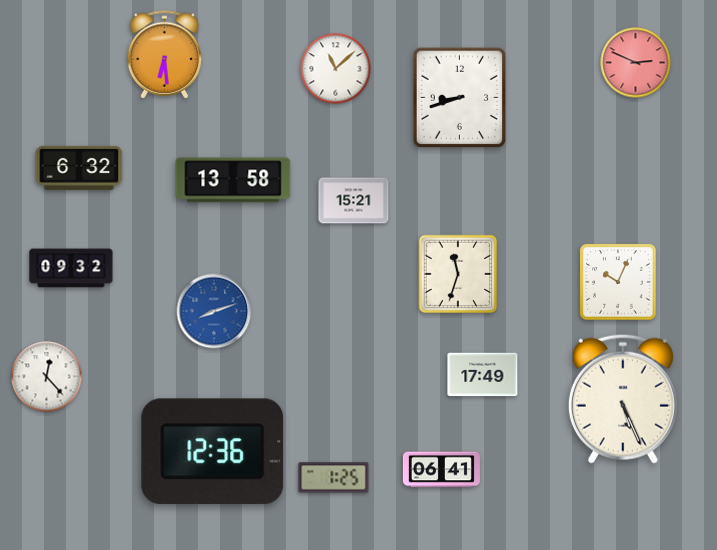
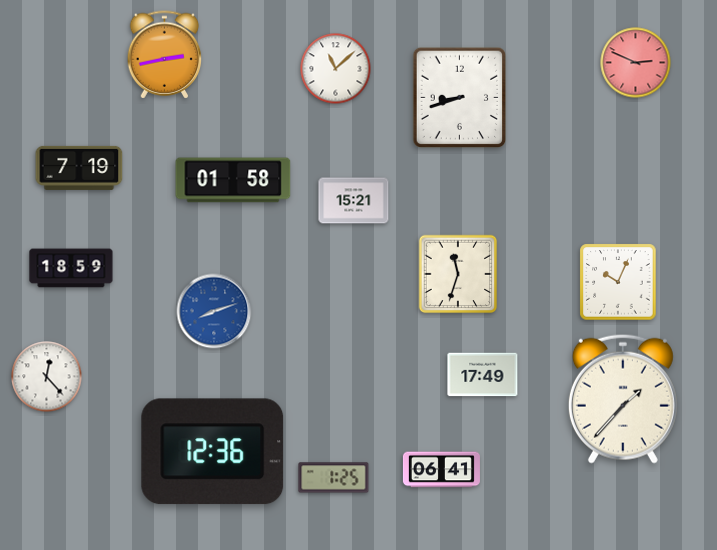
clock at (165, 55): 6:29 -> 2:43
clock at (79, 168): 6:32 -> 7:19
clock at (233, 180): 13:58 -> 01:58
clock at (71, 268): 09:32 -> 18:59
clock at (623, 399): 5:26 -> 1:37
